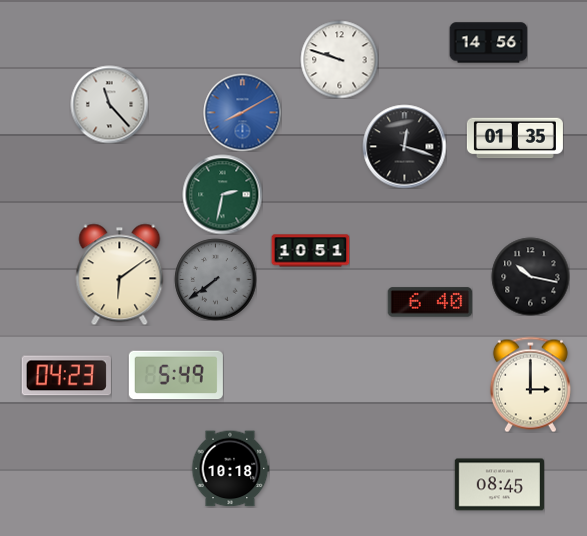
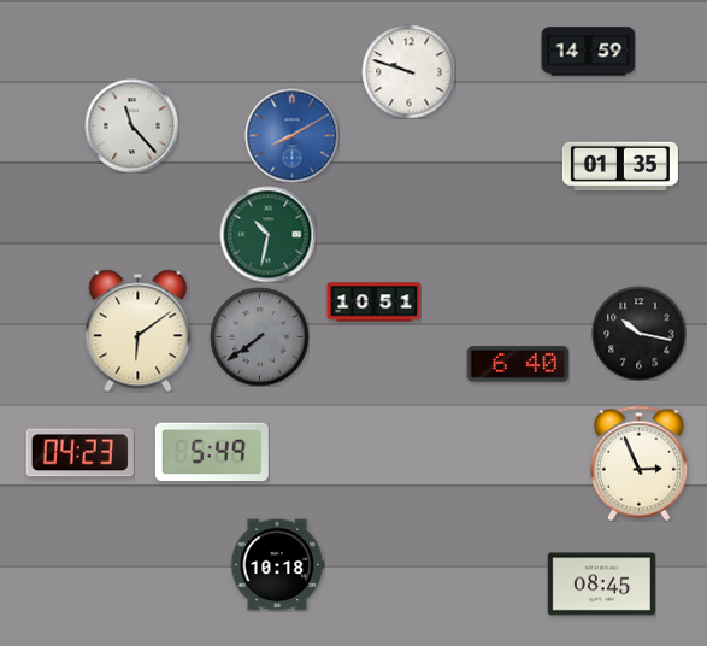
clock at (488, 43): 14:56 -> 14:59
clock at (404, 146): 12:18 -> none
clock at (222, 194): 2:32 -> 10:32
clock at (120, 274) position: (120, 274) -> (139, 330)
clock at (530, 384): 3:00 -> 2:56
